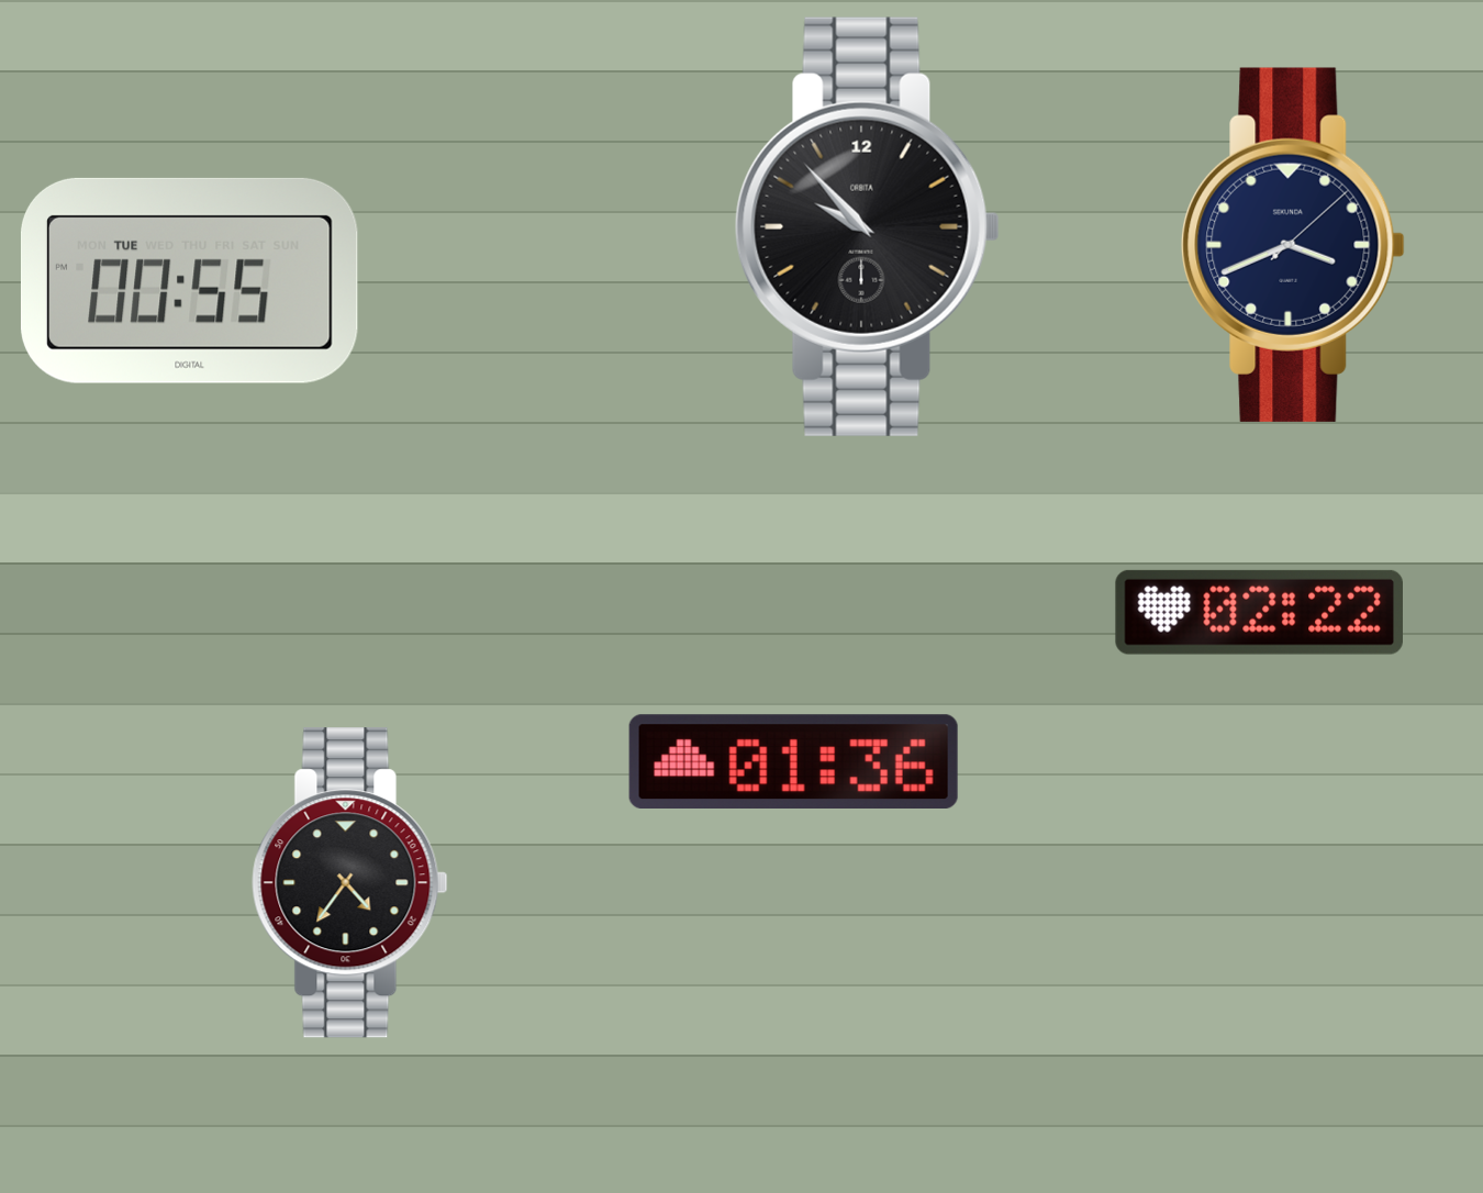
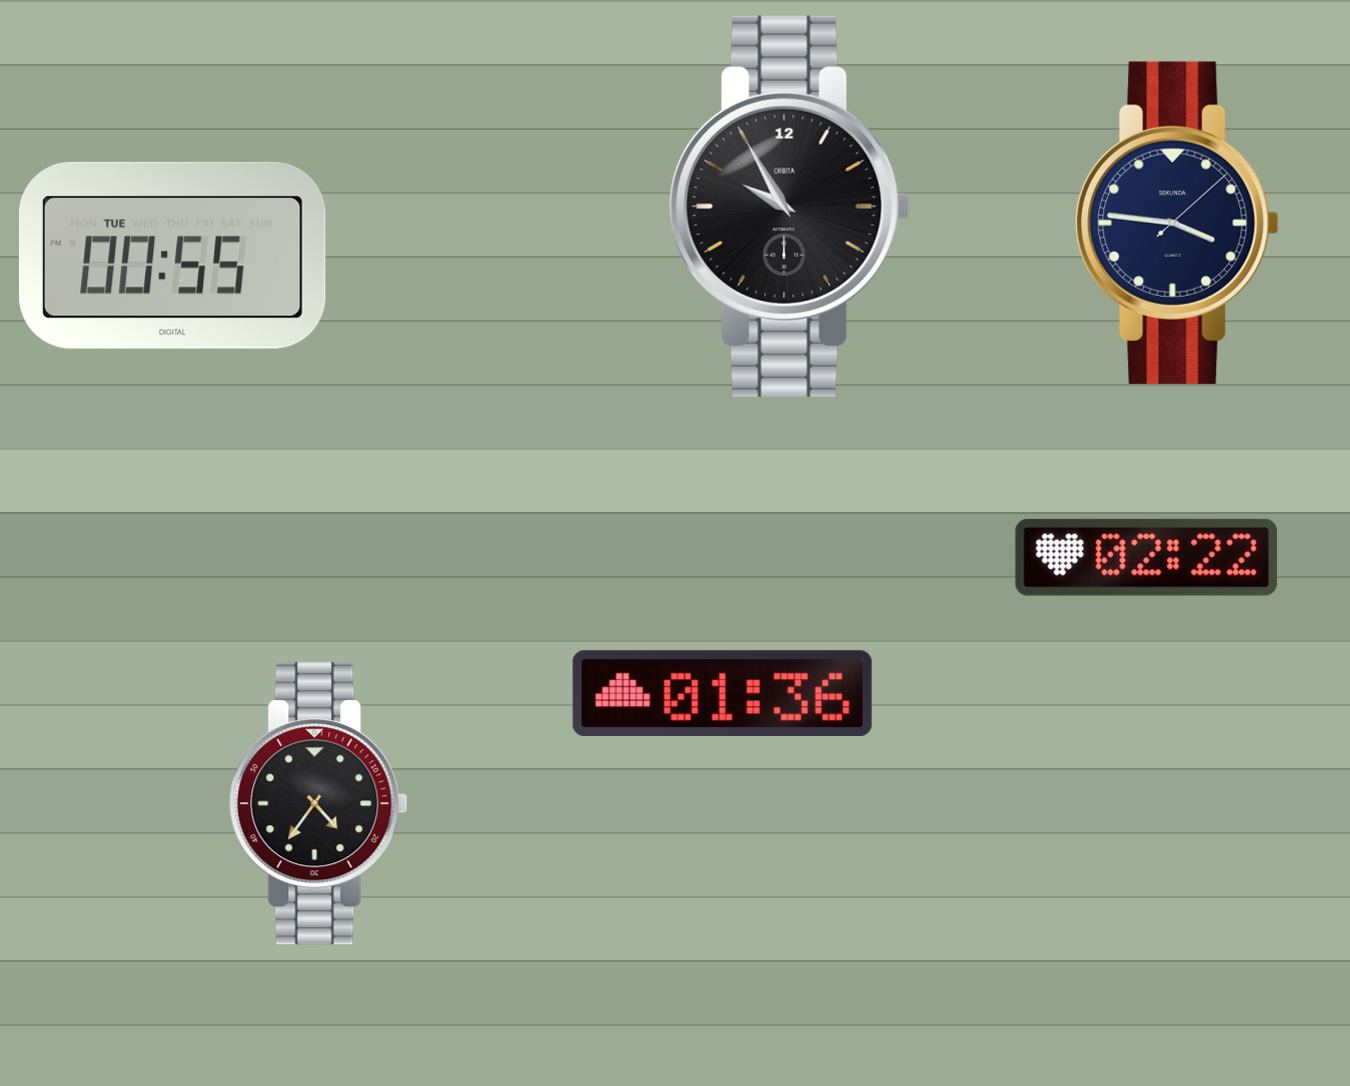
clock at (867, 226): 9:53 -> 9:55
clock at (1293, 245): 3:41 -> 3:46
